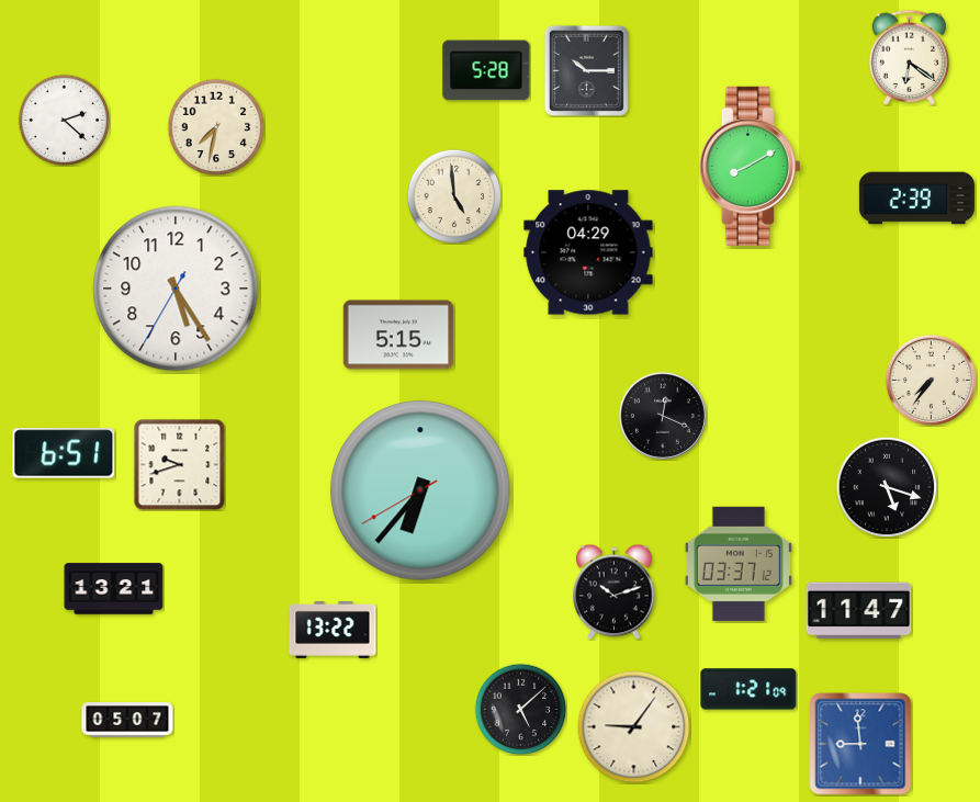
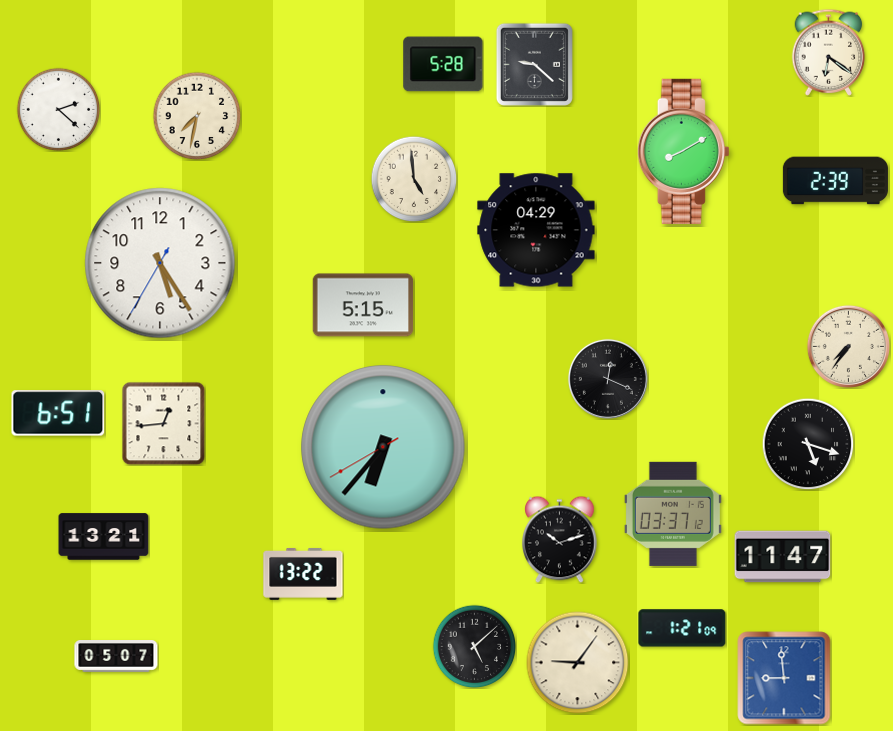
clock at (586, 70): 10:15 -> 9:22
clock at (663, 416) position: (663, 416) -> (608, 379)
clock at (179, 464): 9:42 -> 12:44
